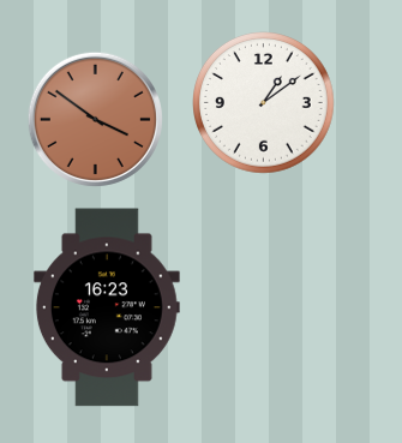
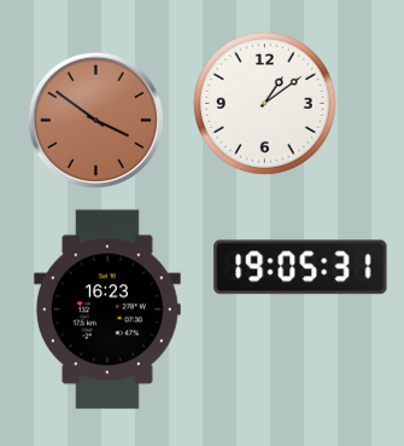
clock at (300, 267): none -> 19:05
